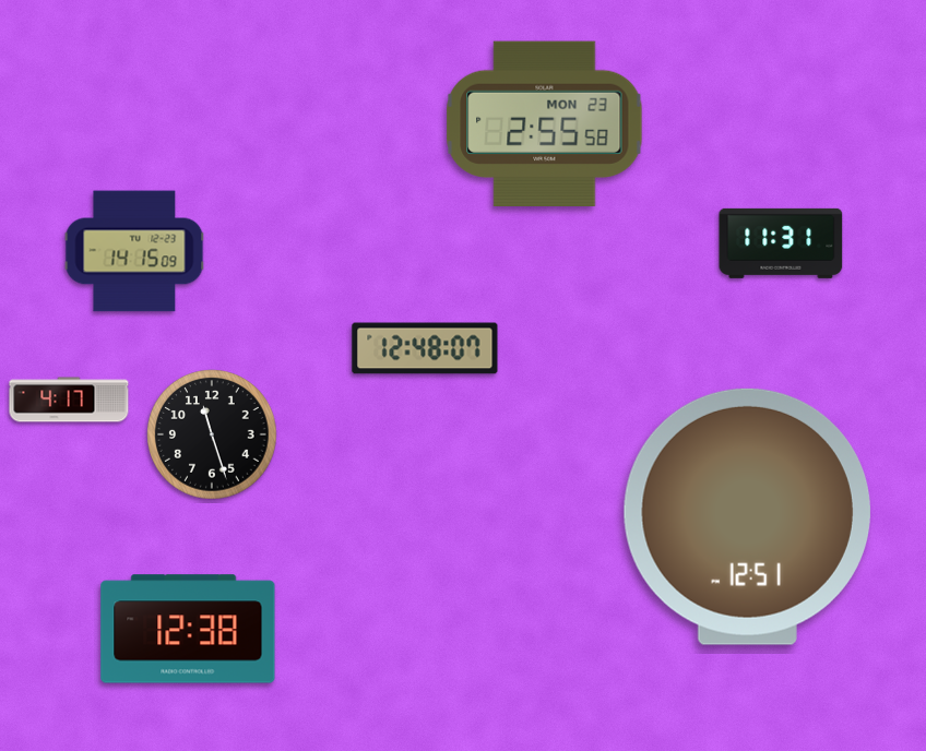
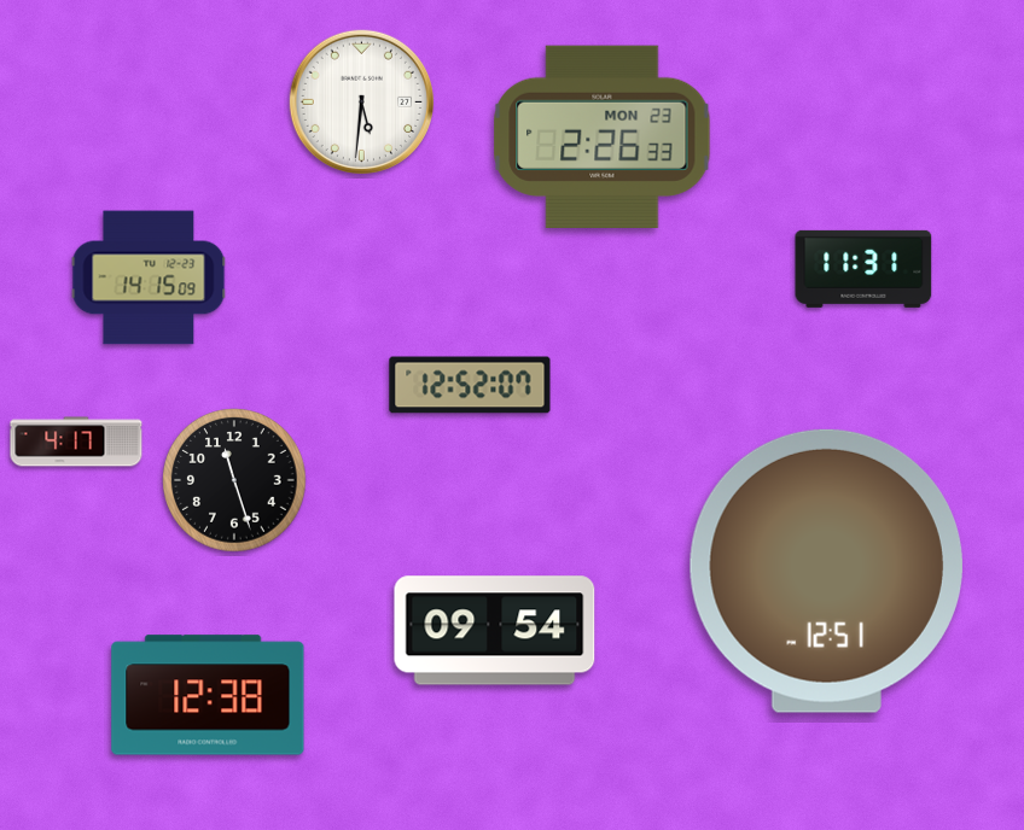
clock at (361, 101): none -> 5:31
clock at (545, 123): 2:55 -> 2:26
clock at (425, 348): 12:48 -> 12:52
clock at (495, 631): none -> 09:54
